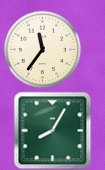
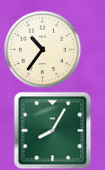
clock at (42, 49): 11:36 -> 10:36
